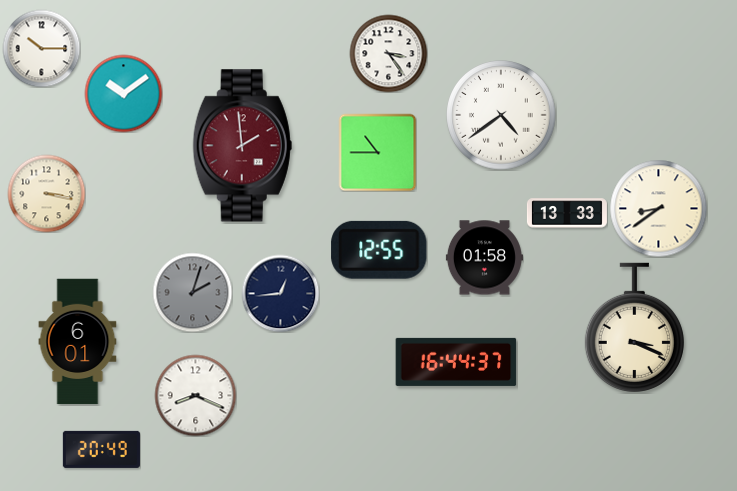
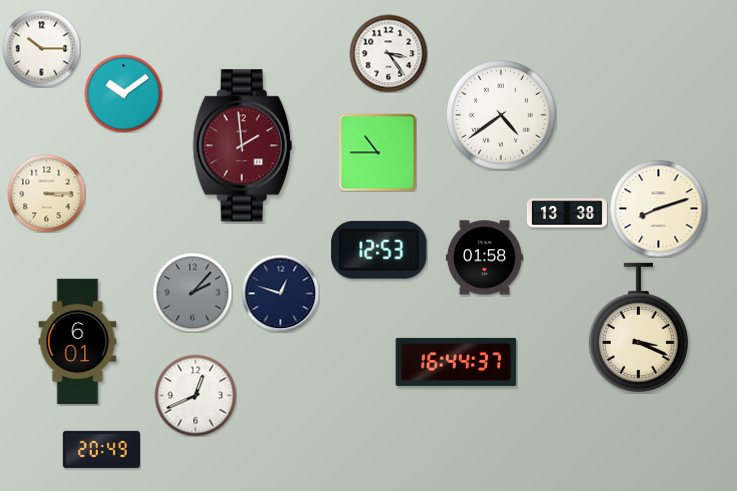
clock at (46, 193): 3:17 -> 3:15
clock at (658, 208): 8:39 -> 8:12
clock at (567, 213): 13:33 -> 13:38
clock at (379, 250): 12:55 -> 12:53
clock at (192, 292): 2:03 -> 2:07
clock at (280, 293): 12:44 -> 12:48
clock at (634, 327) position: (634, 327) -> (638, 327)
clock at (195, 395): 8:19 -> 12:41
